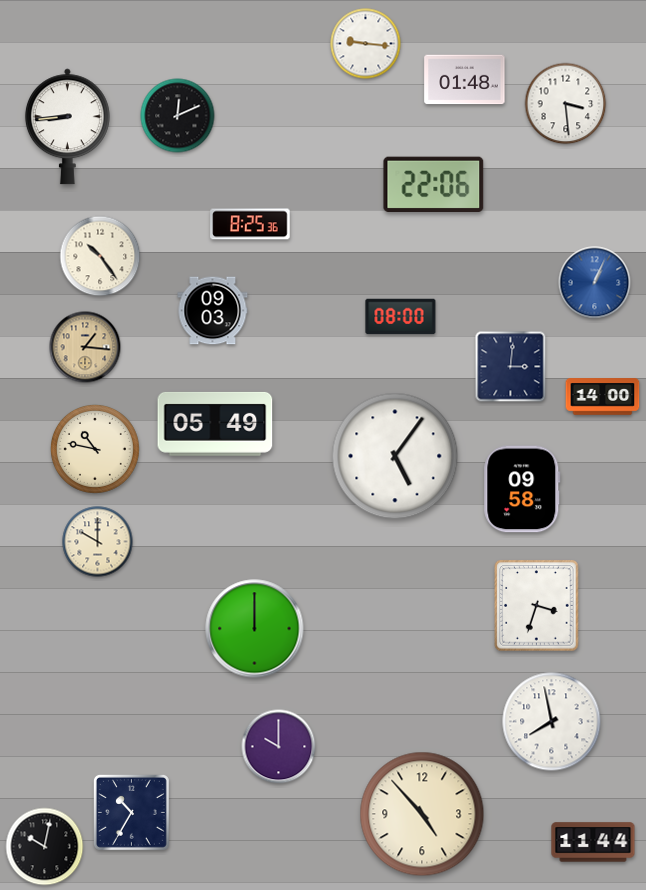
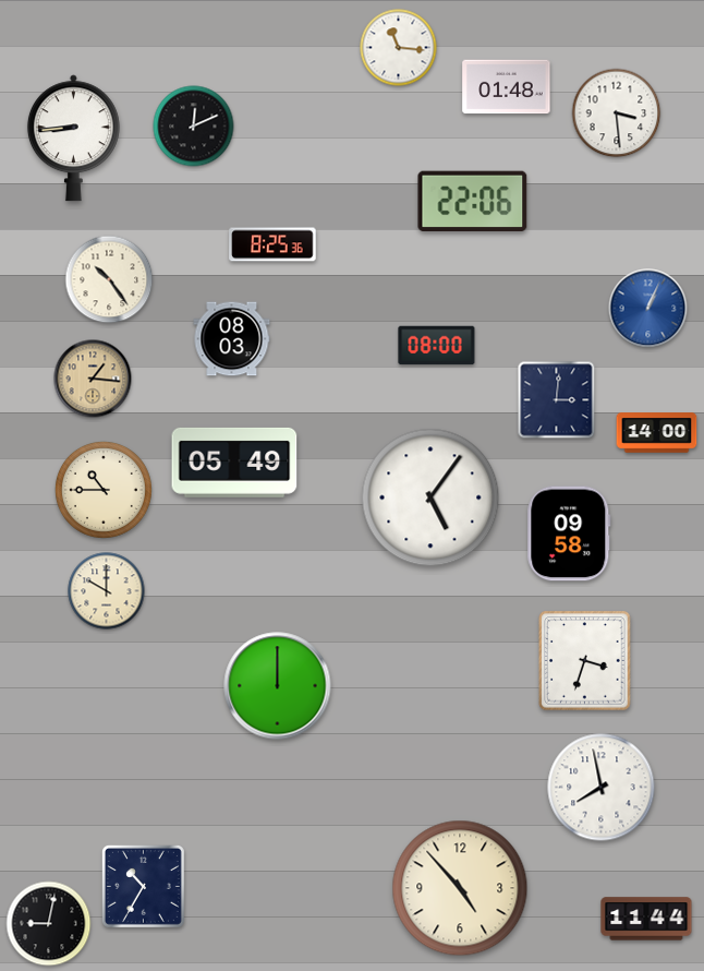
clock at (366, 44): 9:16 -> 11:16
clock at (213, 311): 09:03 -> 08:03
clock at (95, 449): 10:47 -> 10:45
clock at (279, 747): 10:00 -> none
clock at (45, 847): 10:02 -> 9:02
